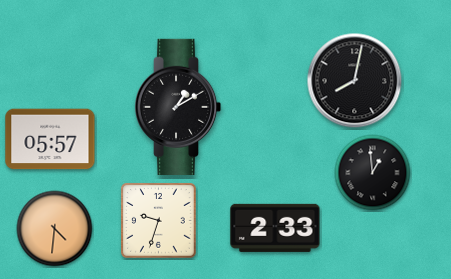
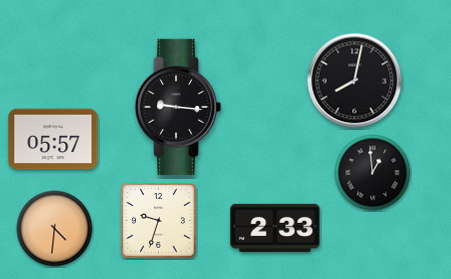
clock at (178, 107): 1:10 -> 9:16
clock at (50, 139) position: (50, 139) -> (53, 139)
